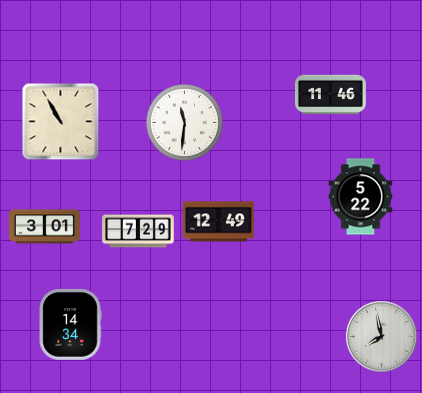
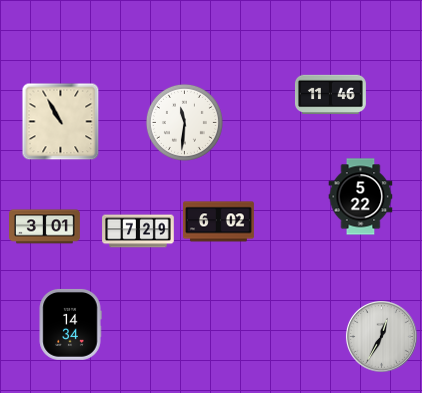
clock at (219, 222): 12:49 -> 6:02
clock at (381, 336): 7:58 -> 12:35
